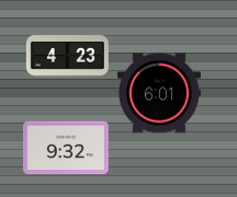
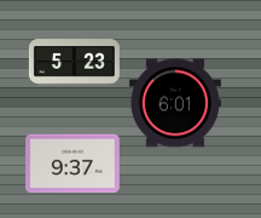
clock at (67, 57): 4:23 -> 5:23
clock at (67, 148): 9:32 -> 9:37
